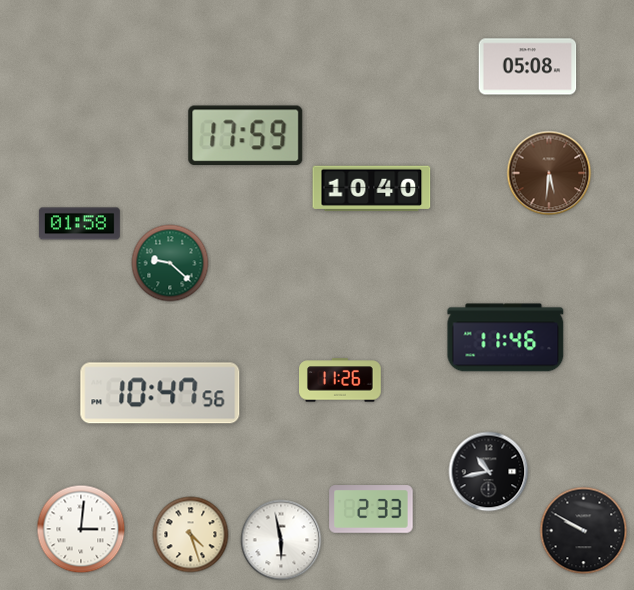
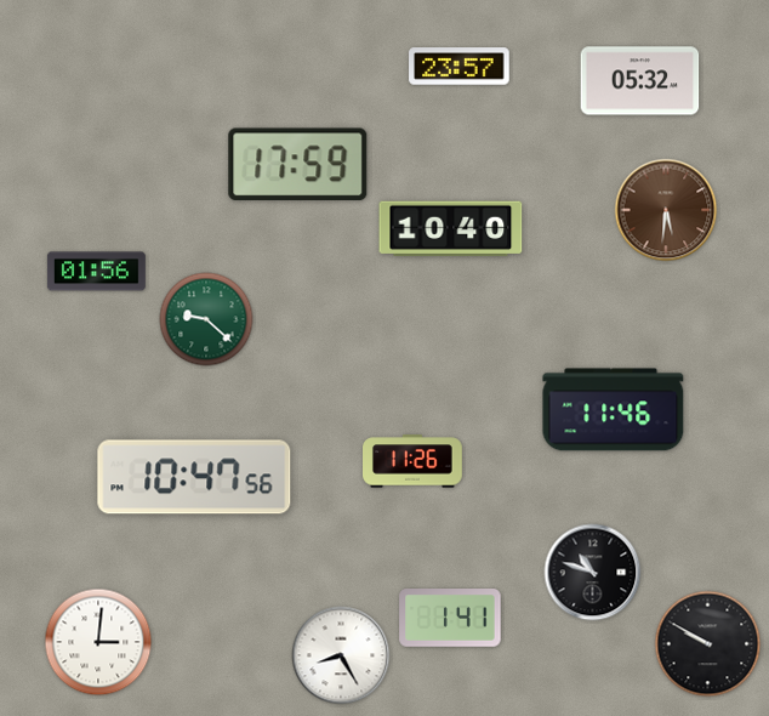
clock at (460, 67): none -> 23:57
clock at (528, 67): 05:08 -> 05:32
clock at (79, 224): 01:58 -> 01:56
clock at (489, 472): 10:43 -> 10:48
clock at (371, 509): 2:33 -> 1:41
clock at (191, 535): 4:27 -> none
clock at (281, 540): 5:58 -> 8:25
